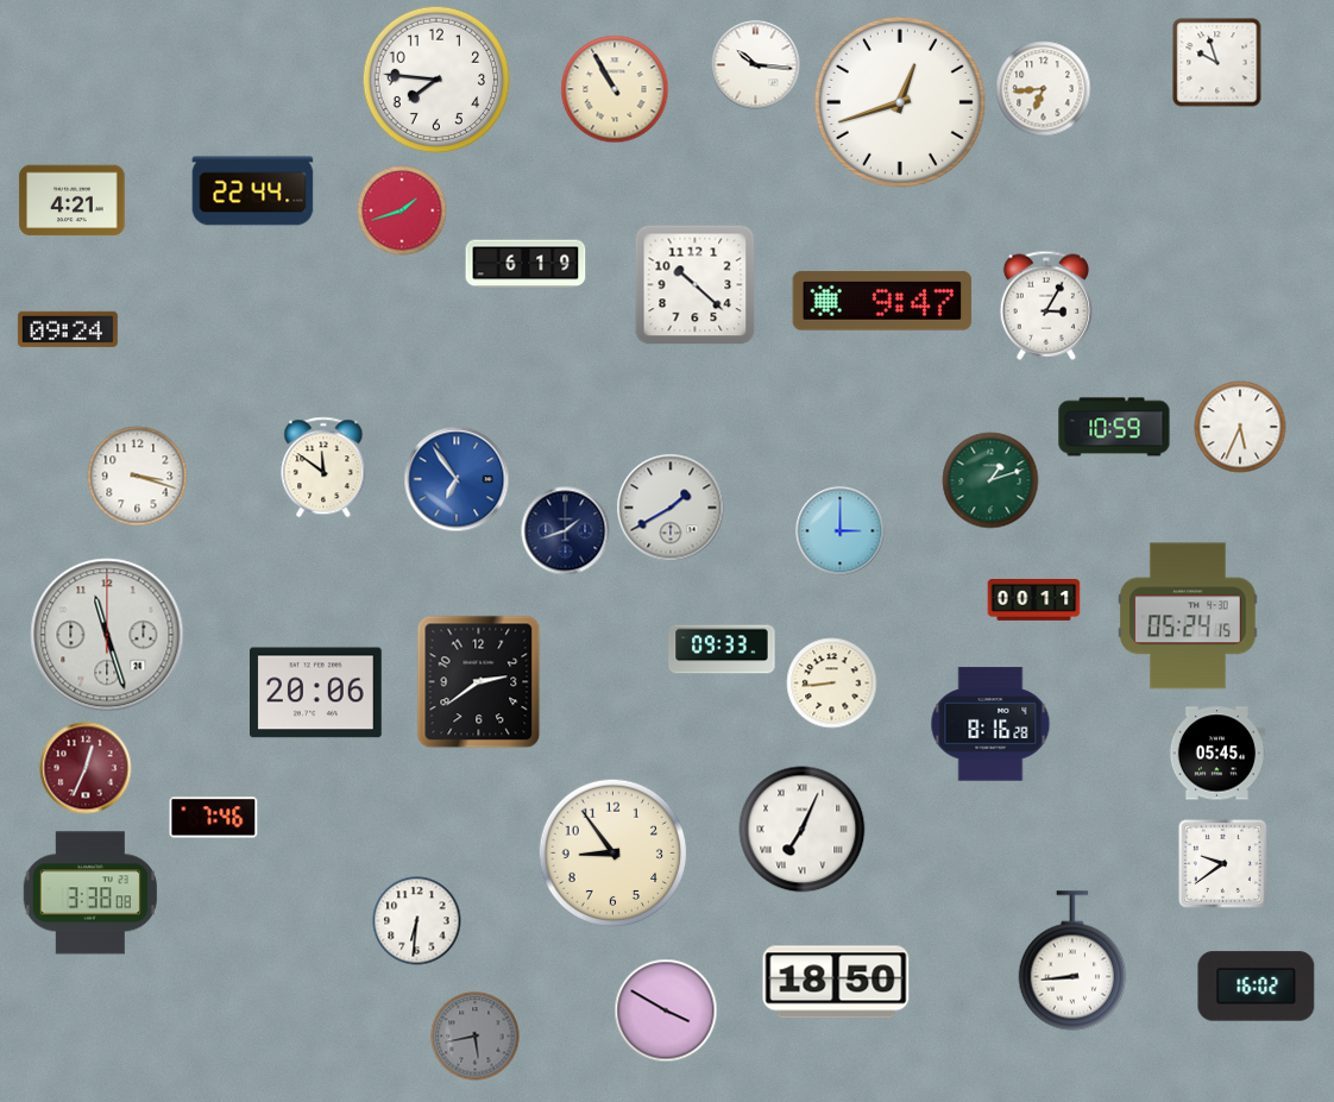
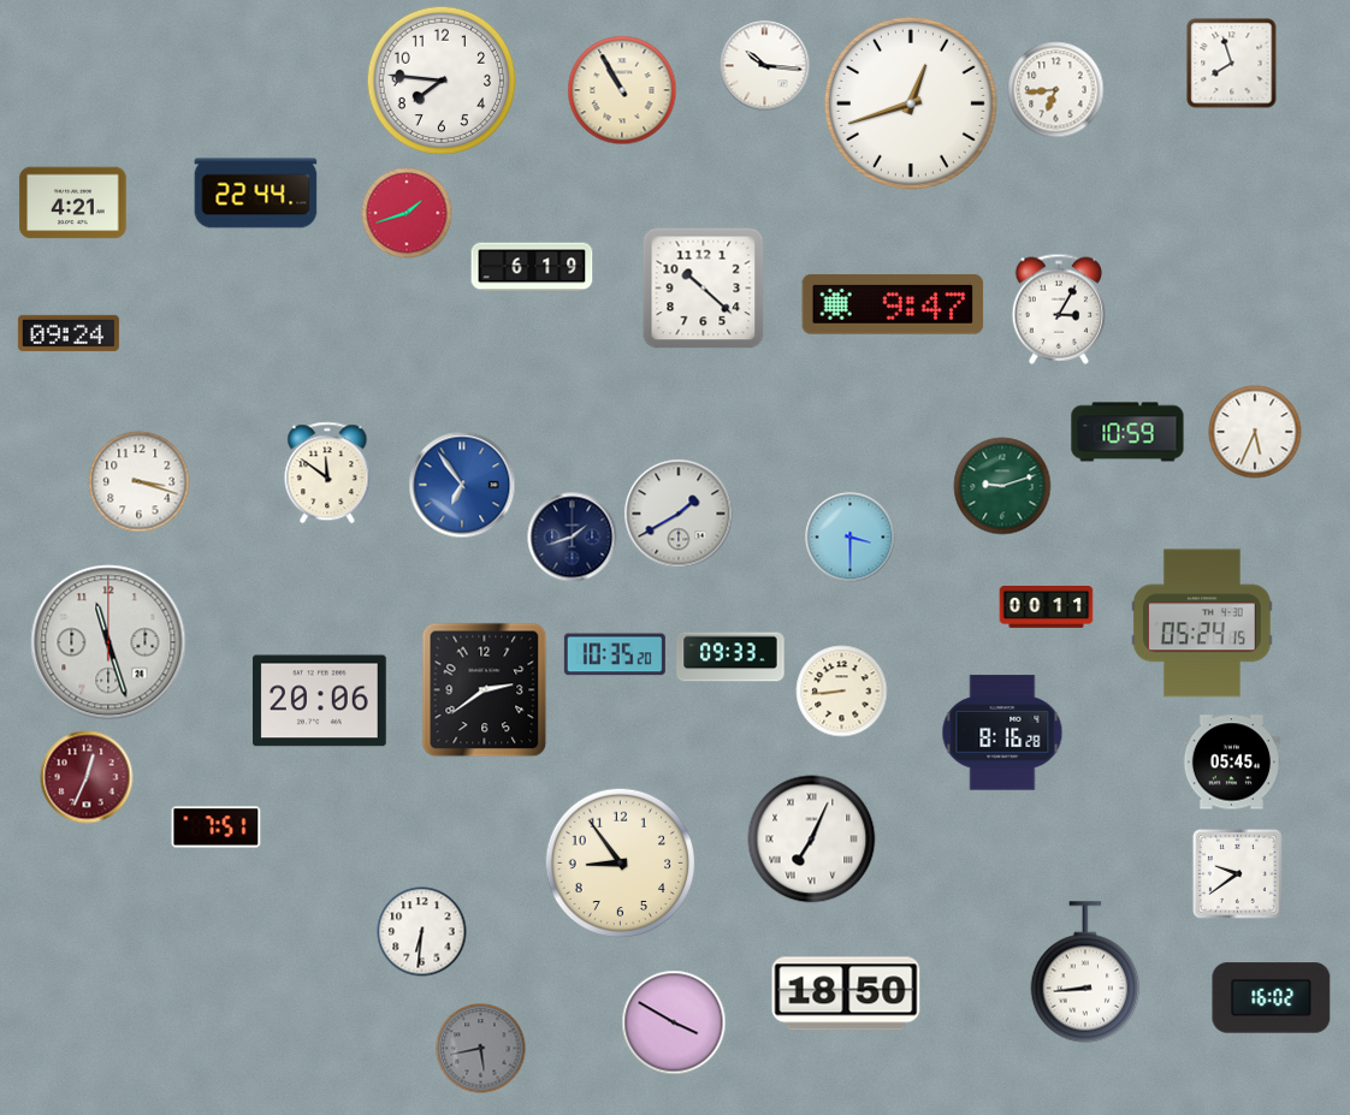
clock at (1217, 63): 9:57 -> 7:57
clock at (990, 480): 1:12 -> 9:12
clock at (841, 531): 3:00 -> 3:30
clock at (615, 654): none -> 10:35
clock at (214, 818): 7:46 -> 7:51
clock at (90, 893): 3:38 -> none
